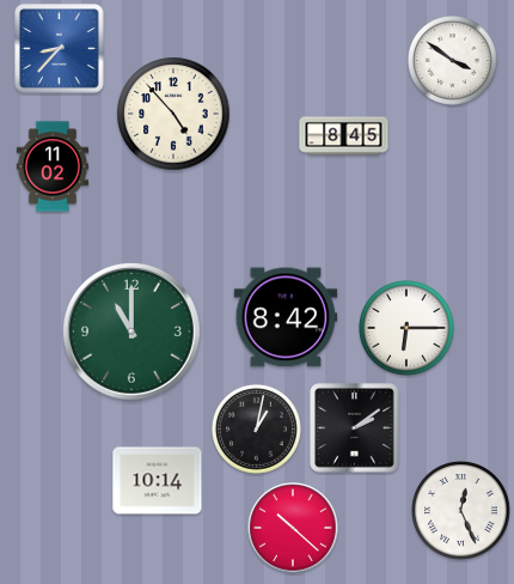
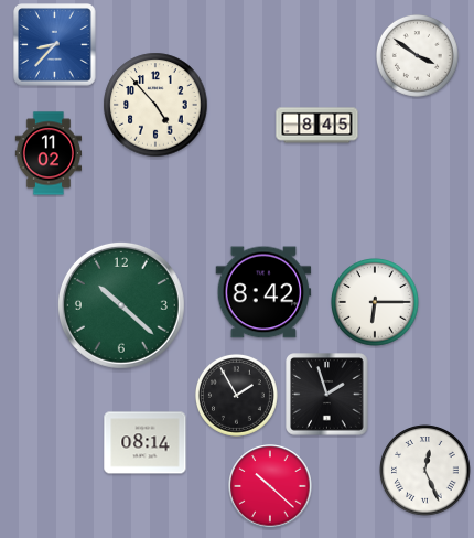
clock at (173, 114) position: (173, 114) -> (155, 105)
clock at (131, 331): 11:00 -> 10:22
clock at (256, 428): 1:02 -> 1:55
clock at (355, 428): 2:09 -> 1:57
clock at (158, 481): 10:14 -> 08:14
